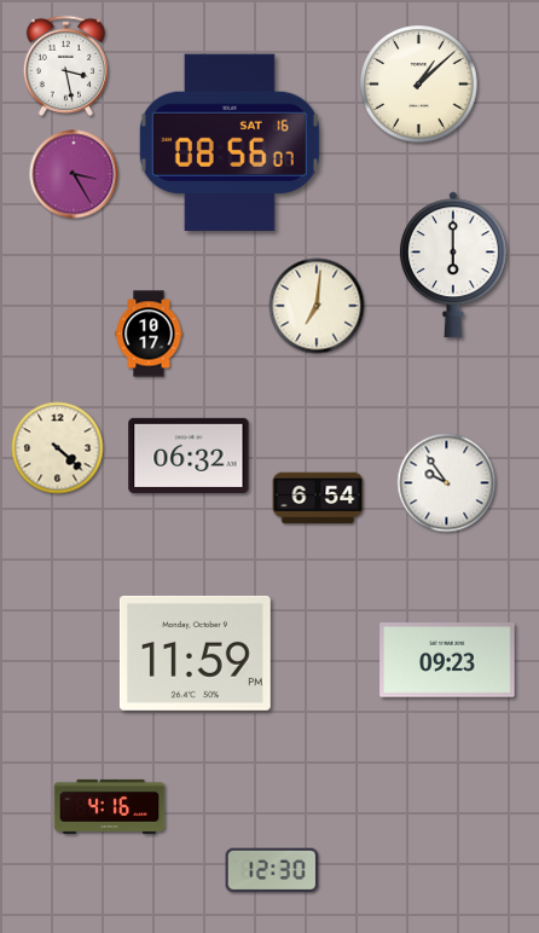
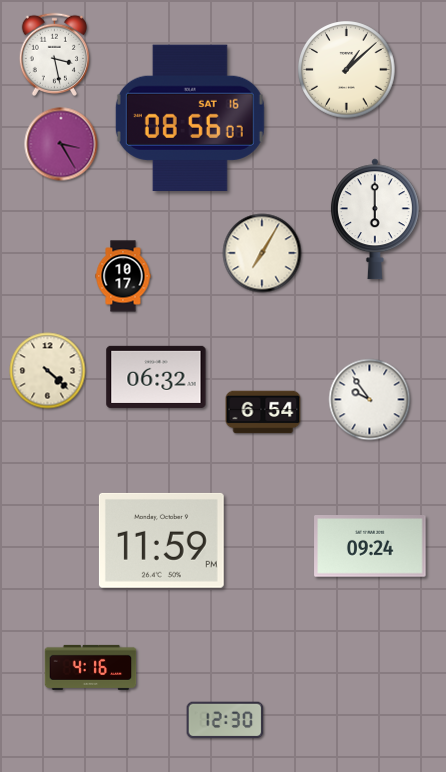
clock at (317, 306): 7:01 -> 7:05
clock at (447, 661): 09:23 -> 09:24
